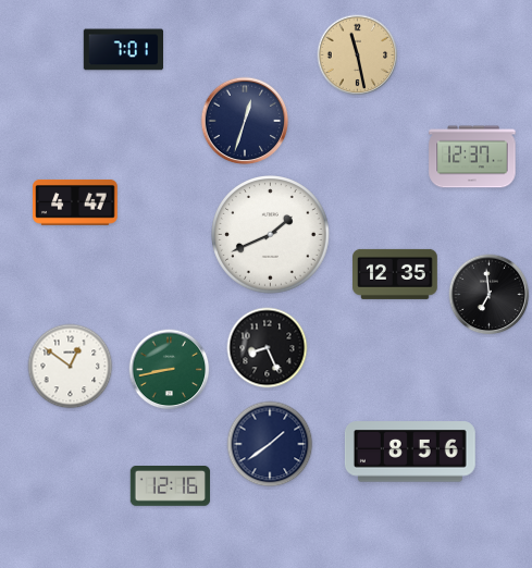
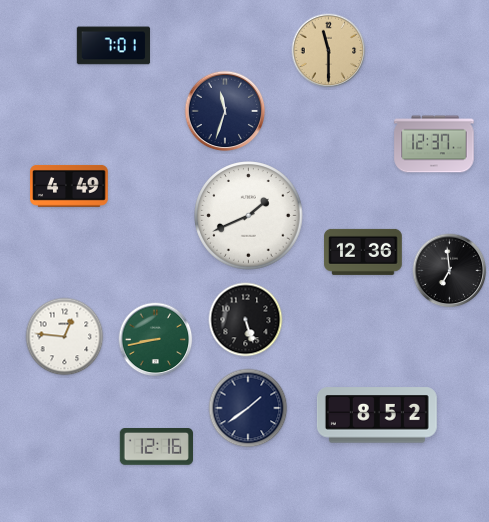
clock at (358, 55): 11:28 -> 11:30
clock at (245, 121): 12:33 -> 11:33
clock at (75, 202): 4:47 -> 4:49
clock at (395, 274): 12:35 -> 12:36
clock at (268, 348): 8:26 -> 5:27
clock at (71, 367): 12:51 -> 12:46
clock at (410, 452): 8:56 -> 8:52
